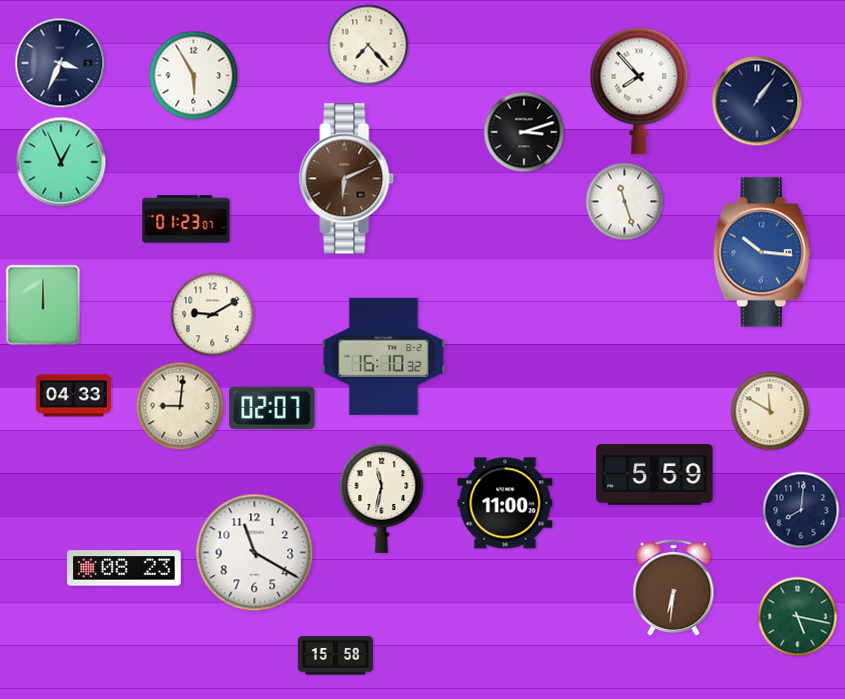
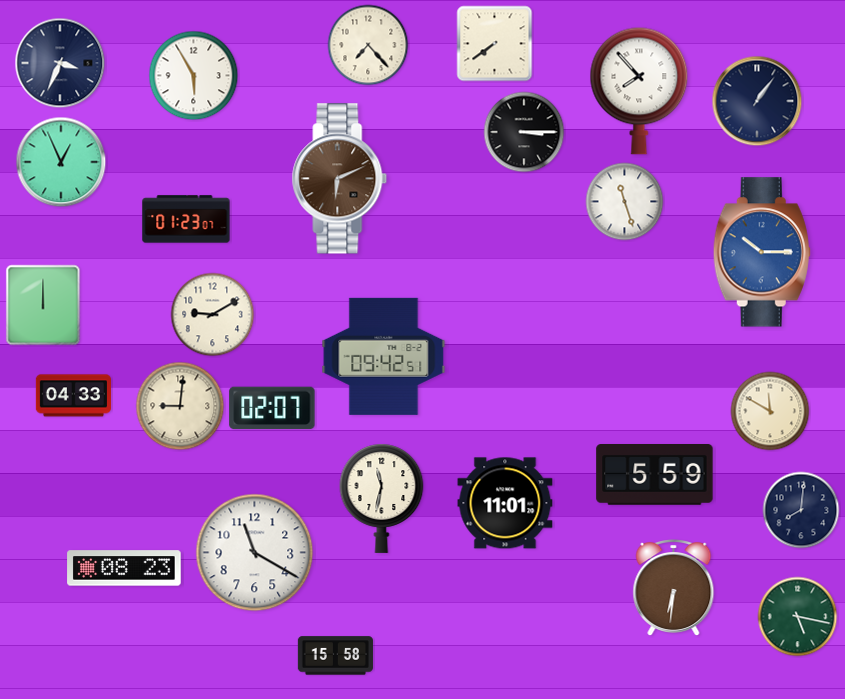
clock at (495, 44): none -> 7:39
clock at (524, 132): 3:12 -> 3:15
clock at (347, 179) position: (347, 179) -> (340, 179)
clock at (762, 252): 10:16 -> 10:15
clock at (384, 356): 16:10 -> 09:42
clock at (505, 503): 11:00 -> 11:01
